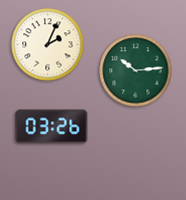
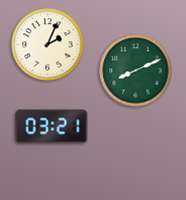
clock at (136, 71): 10:14 -> 8:11
clock at (52, 127): 03:26 -> 03:21
